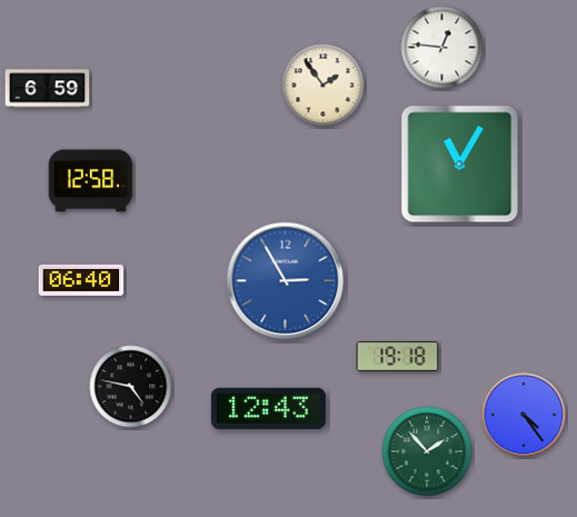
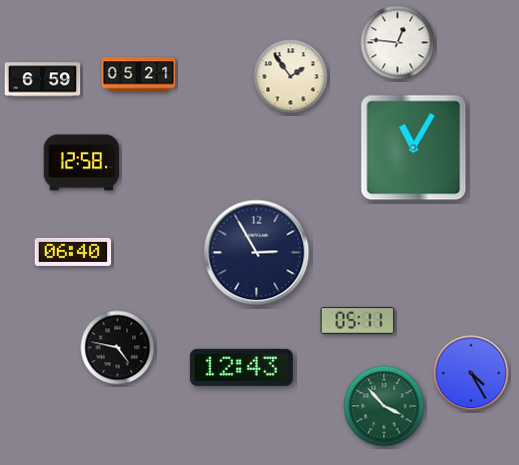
clock at (139, 75): none -> 05:21
clock at (286, 281) dial: blue -> navy
clock at (398, 356): 19:18 -> 05:11
clock at (524, 415): 4:24 -> 4:25
clock at (427, 451): 1:53 -> 3:53
